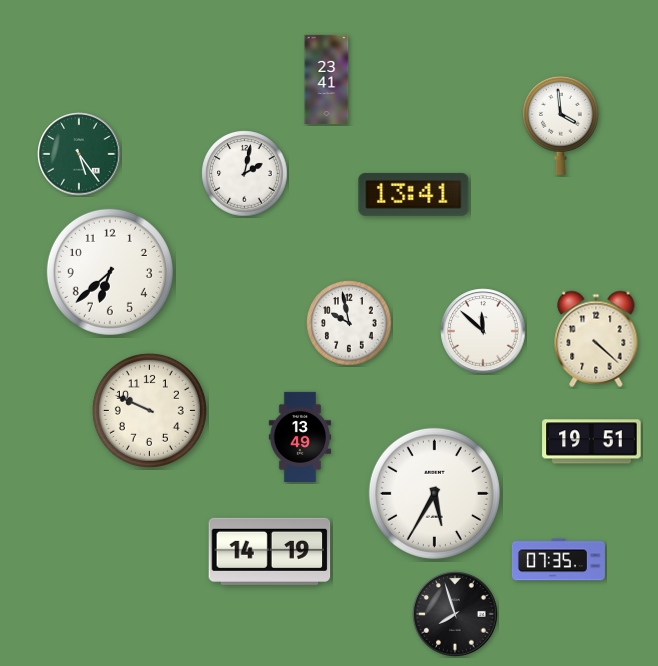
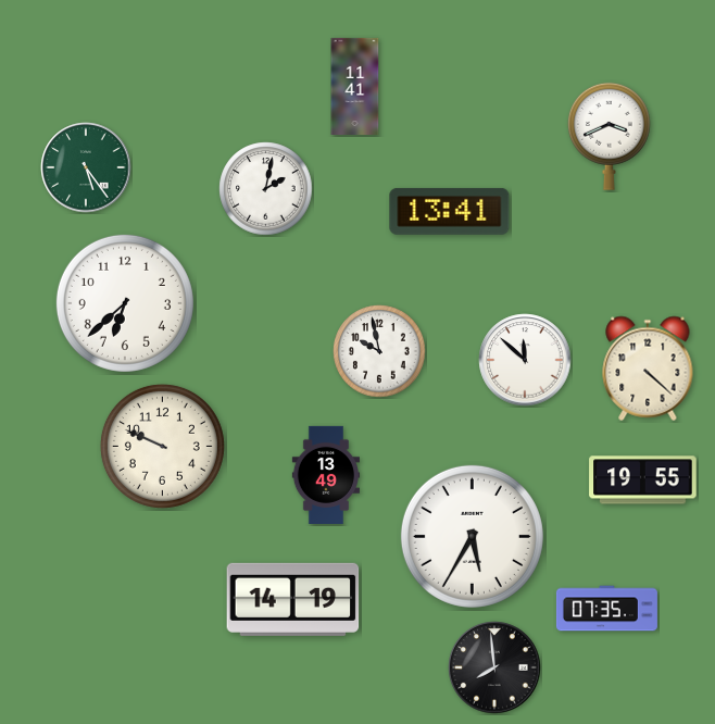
clock at (327, 79): 23:41 -> 11:41
clock at (560, 125): 3:59 -> 3:41
clock at (110, 272) position: (110, 272) -> (125, 303)
clock at (592, 442): 19:51 -> 19:55
clock at (455, 614): 7:57 -> 7:59
